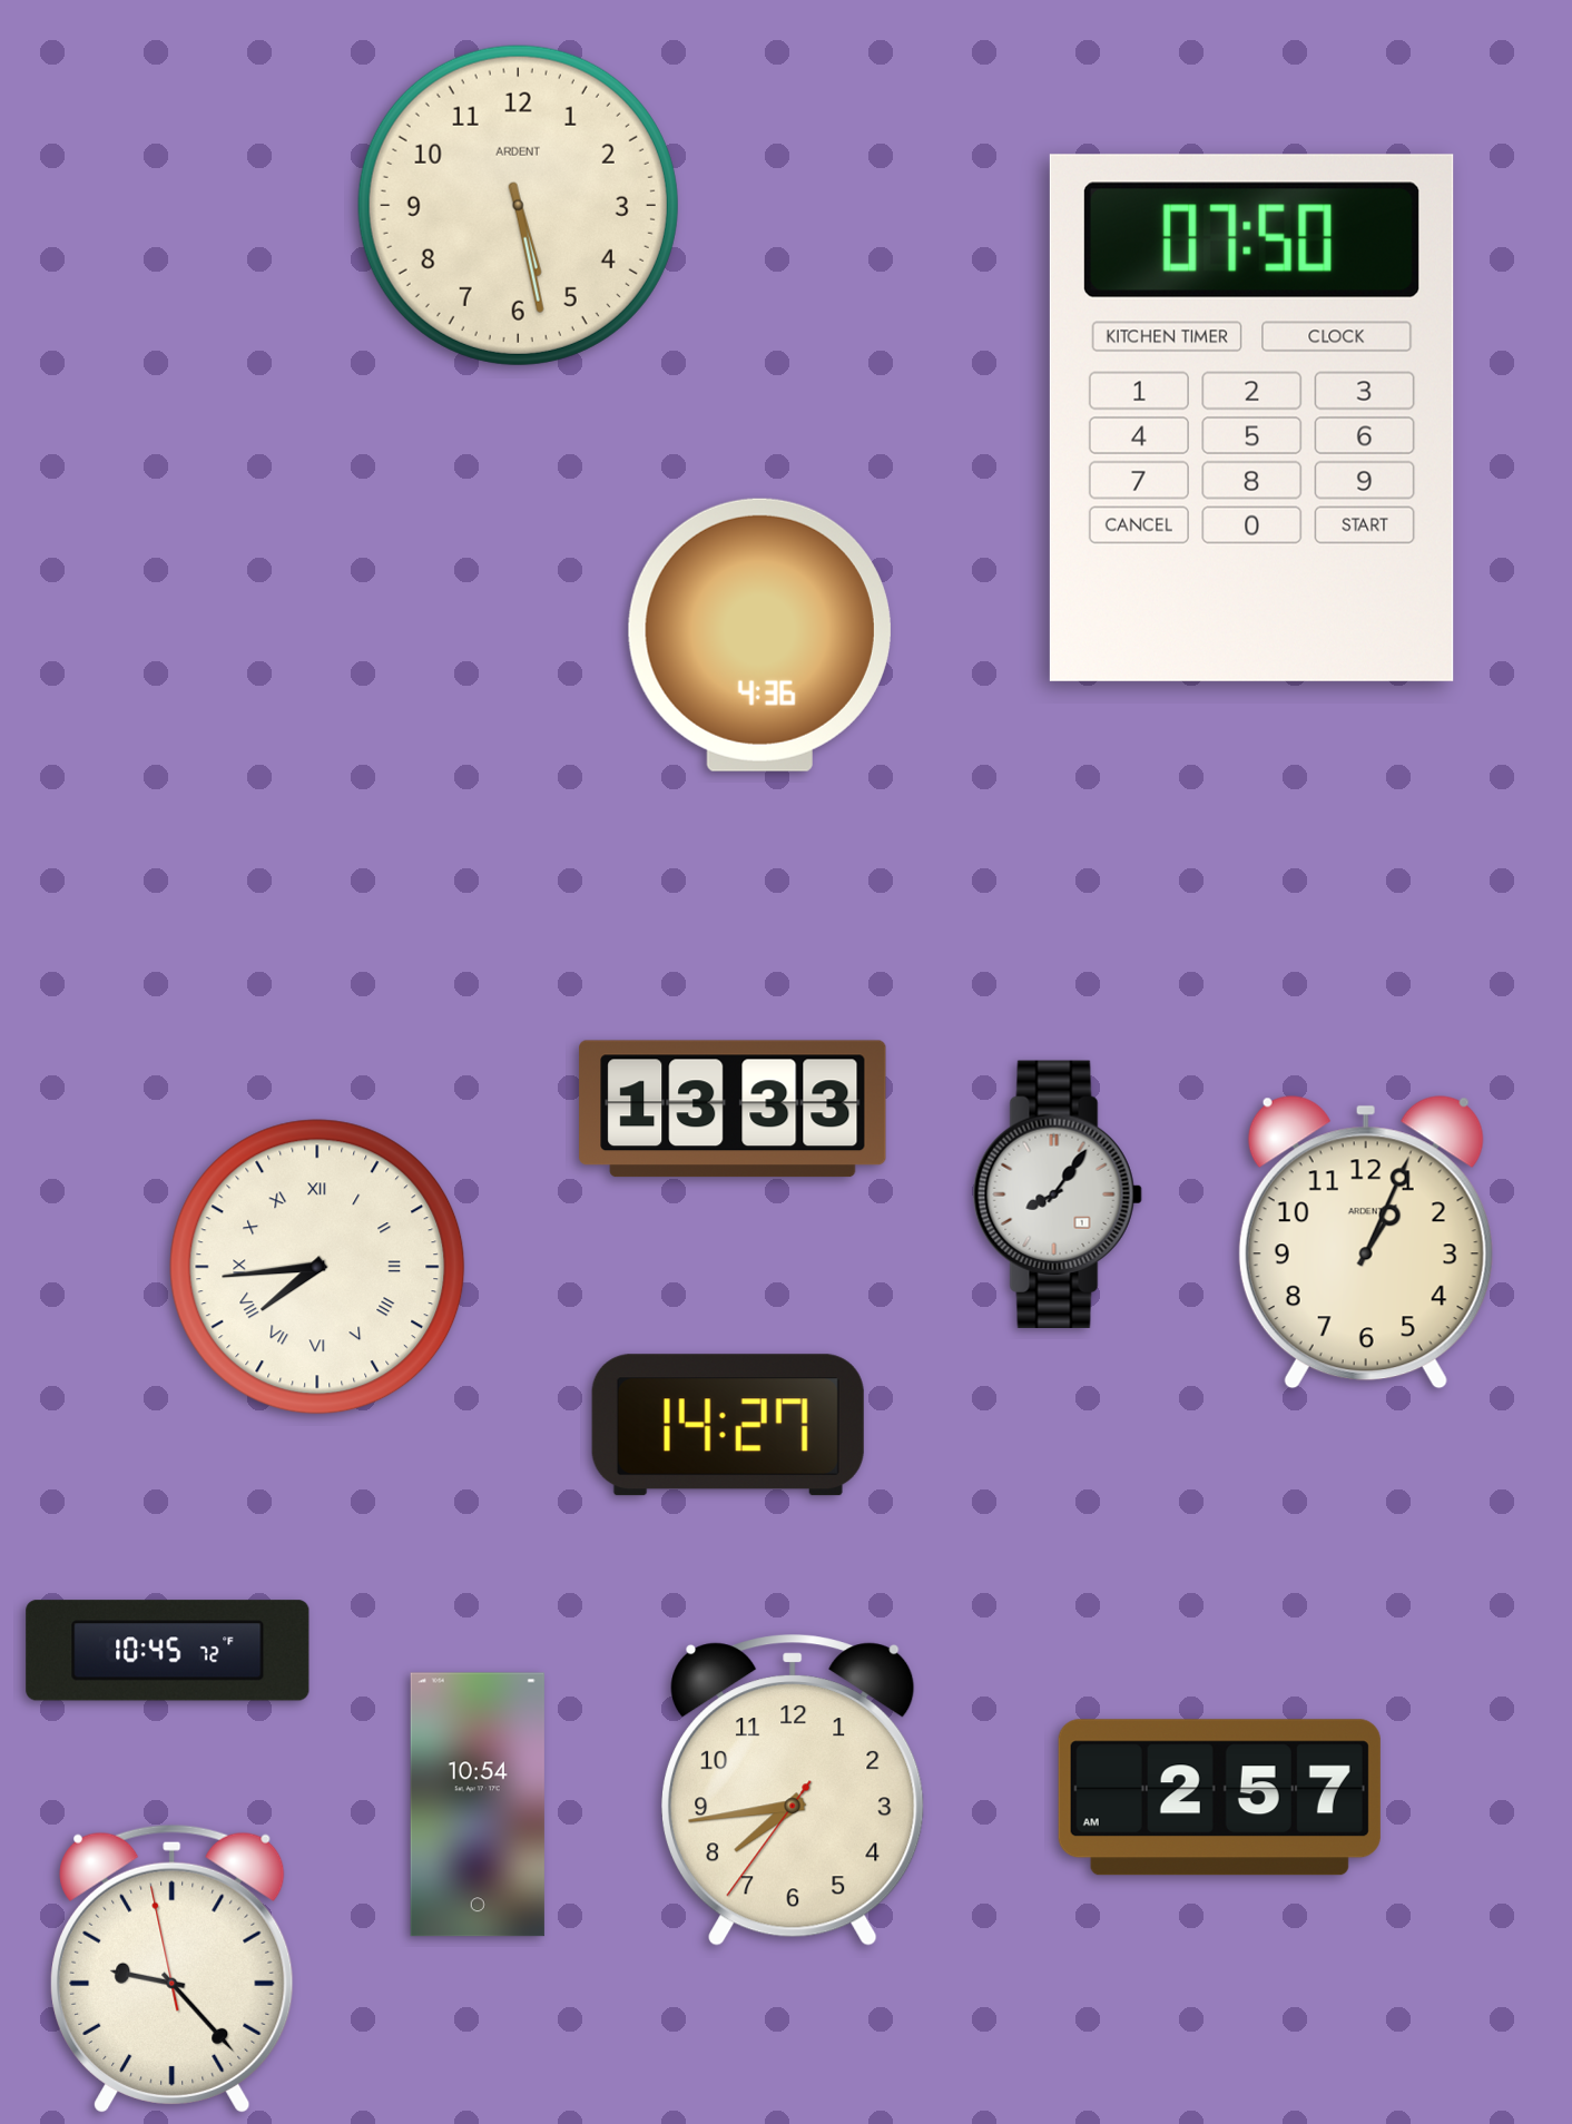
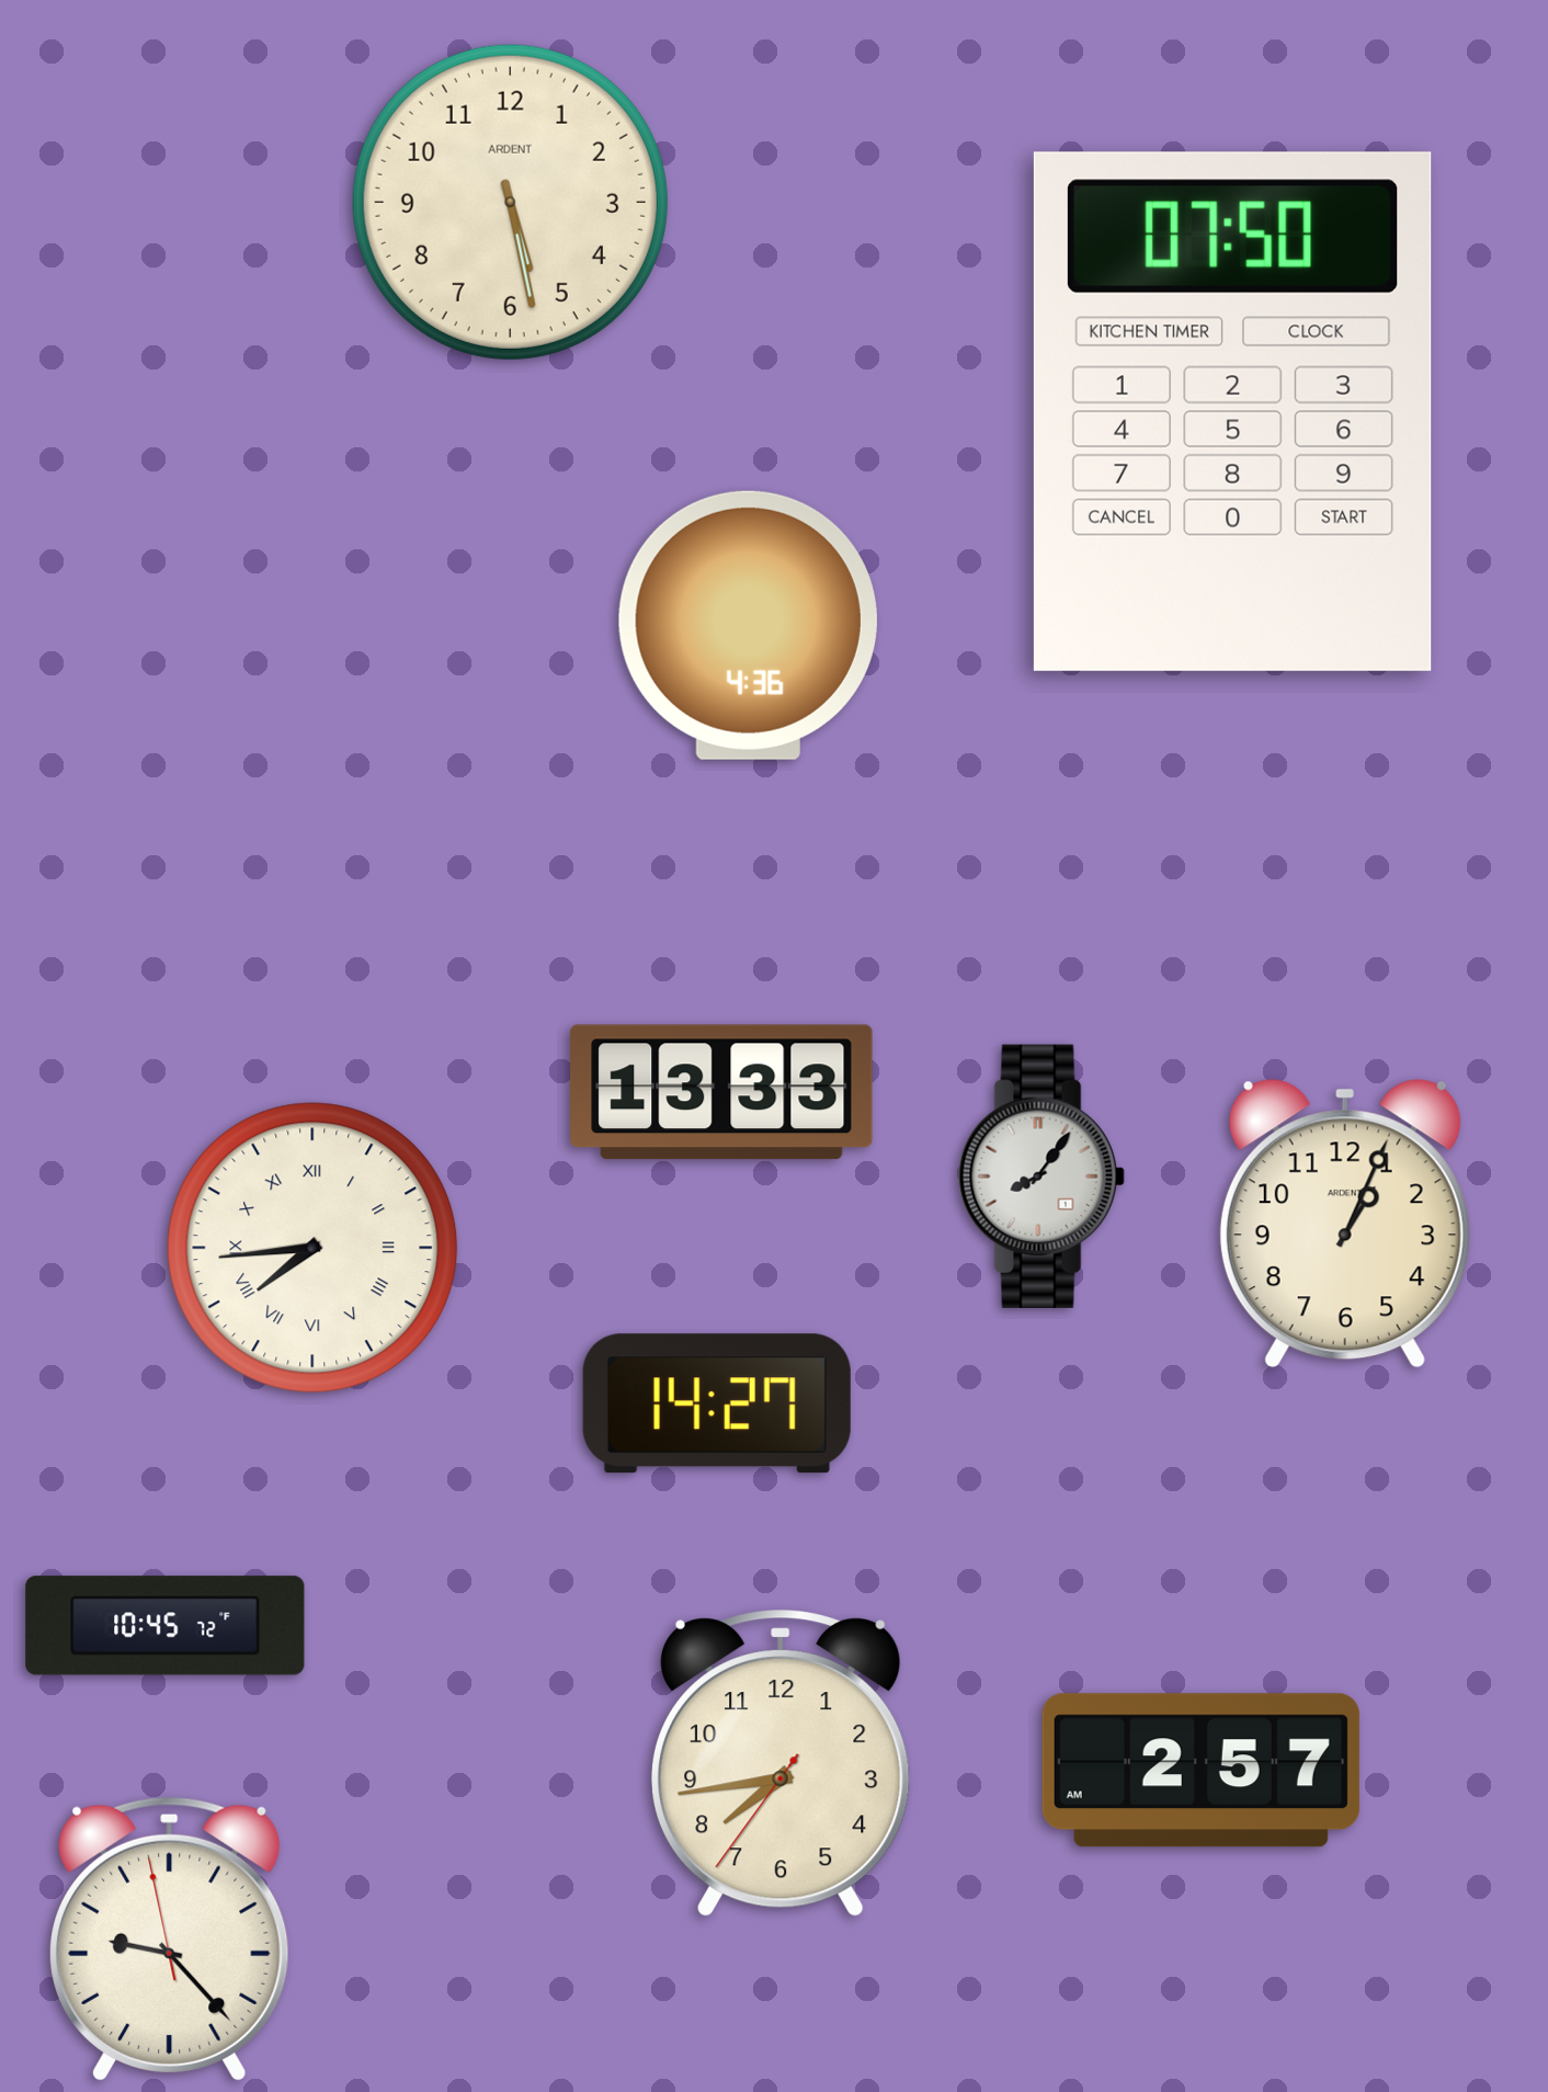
clock at (478, 1805): 10:54 -> none
